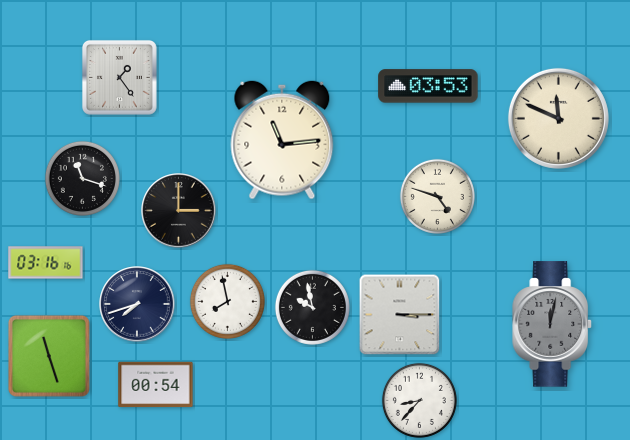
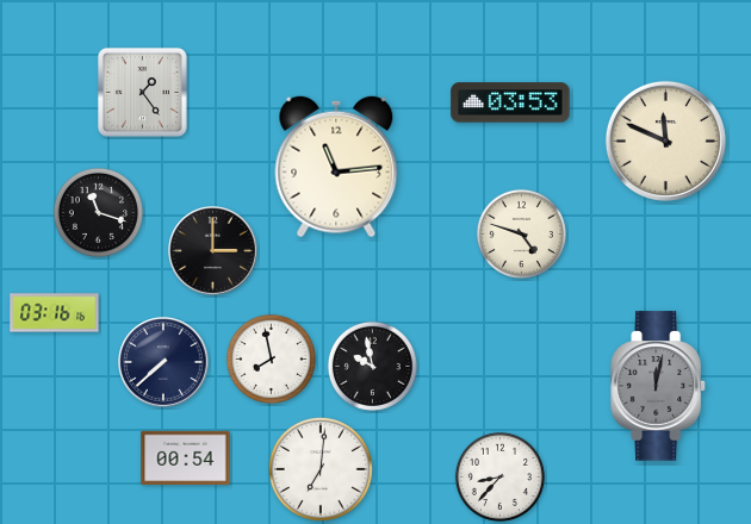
clock at (137, 304): 7:42 -> 7:38
clock at (400, 315): 3:15 -> none
clock at (49, 356): 11:27 -> none
clock at (321, 469): none -> 7:01
